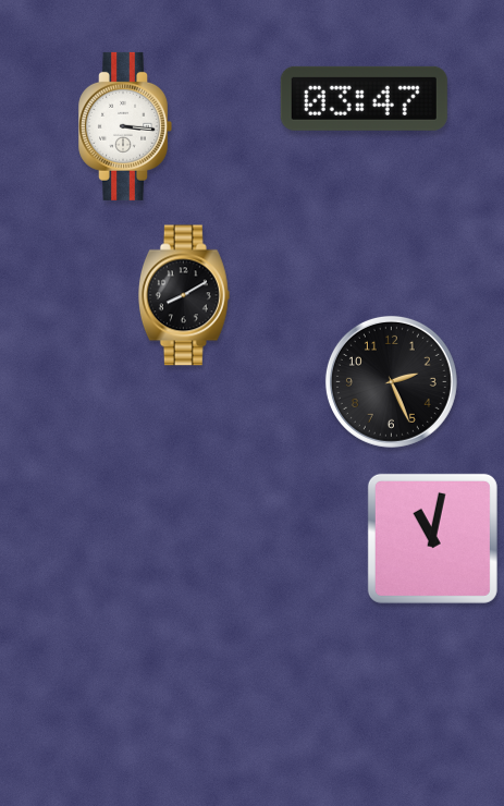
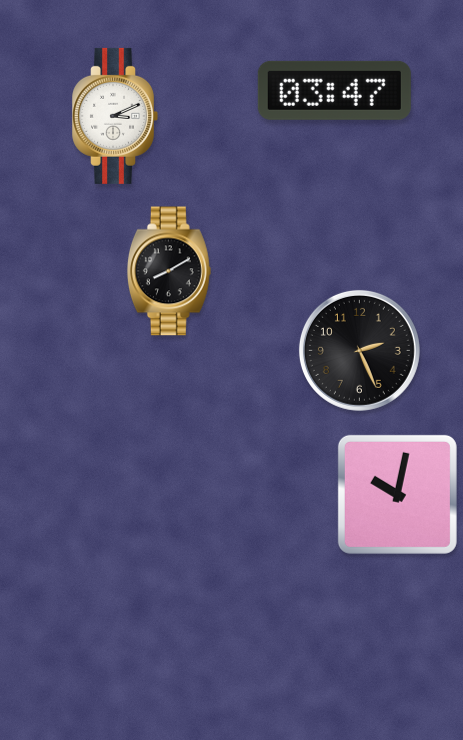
clock at (125, 126): 3:16 -> 3:11
clock at (432, 538): 11:02 -> 10:02
